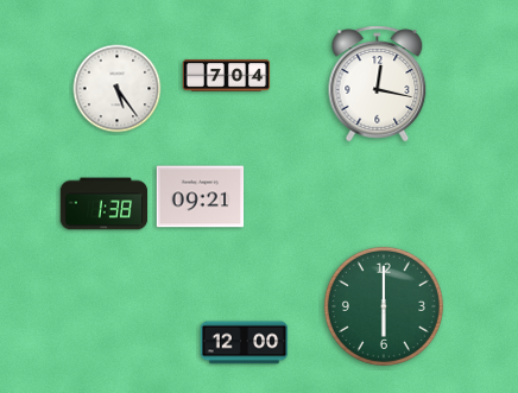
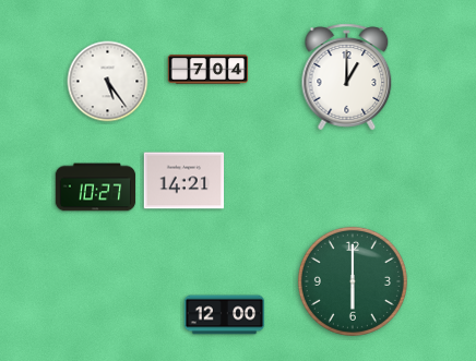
clock at (378, 84): 12:17 -> 1:00
clock at (201, 197): 09:21 -> 14:21
clock at (105, 204): 1:38 -> 10:27
